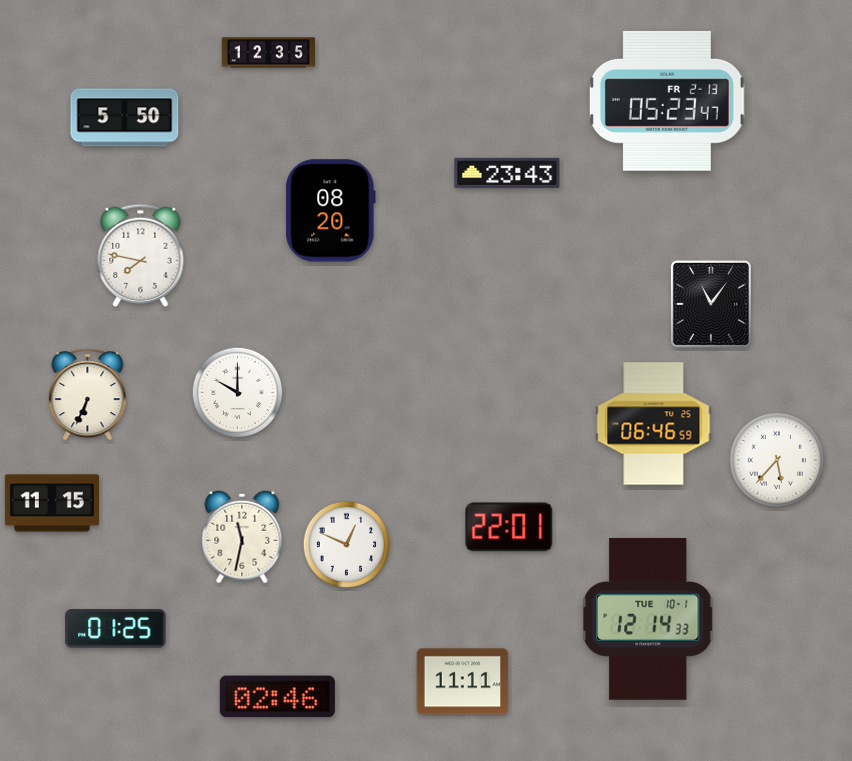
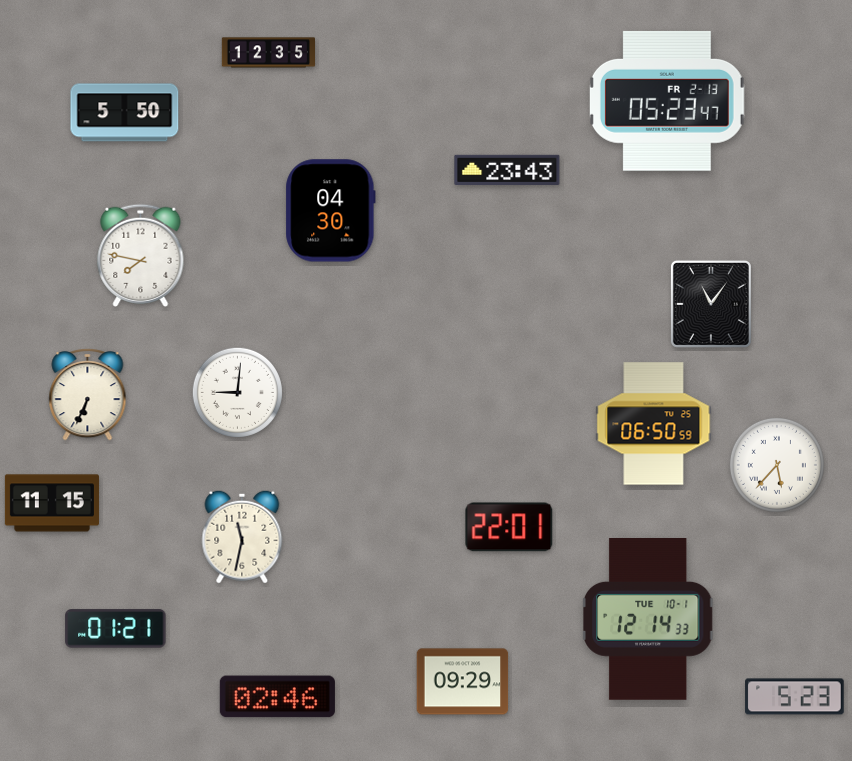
clock at (125, 118) position: (125, 118) -> (125, 113)
clock at (507, 173) position: (507, 173) -> (507, 170)
clock at (331, 211): 08:20 -> 04:30
clock at (237, 392): 10:00 -> 9:01
clock at (654, 424): 06:46 -> 06:50
clock at (777, 460) position: (777, 460) -> (777, 465)
clock at (347, 545): 12:49 -> none
clock at (116, 629): 01:25 -> 01:21
clock at (463, 682): 11:11 -> 09:29
clock at (795, 697): none -> 5:23
